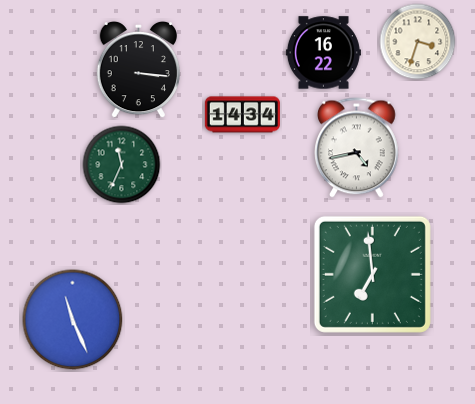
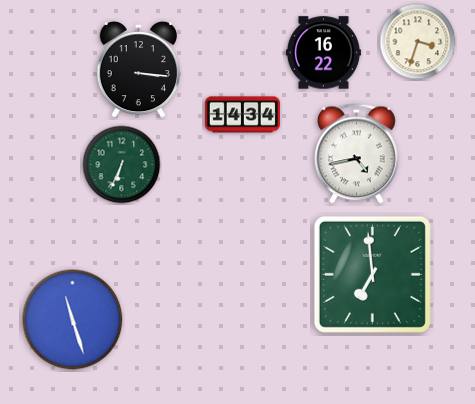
clock at (357, 148) position: (357, 148) -> (357, 154)
clock at (122, 165): 11:34 -> 6:34
clock at (73, 320): 11:26 -> 11:27
